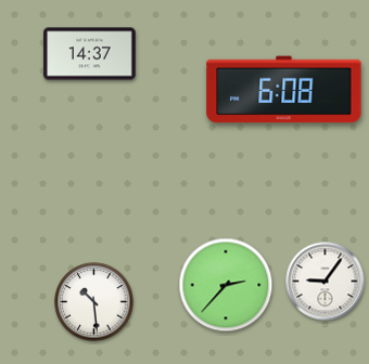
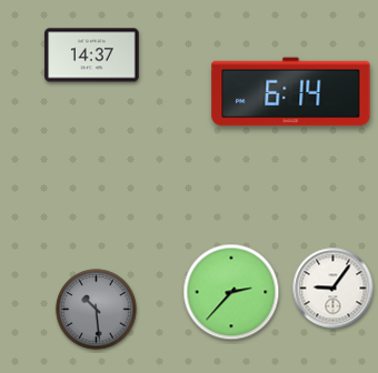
clock at (284, 90): 6:08 -> 6:14
clock at (94, 302) dial: white -> grey
